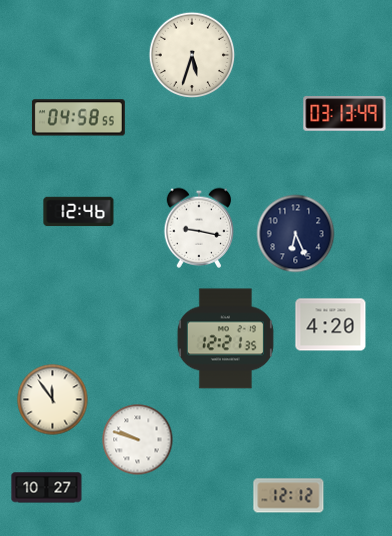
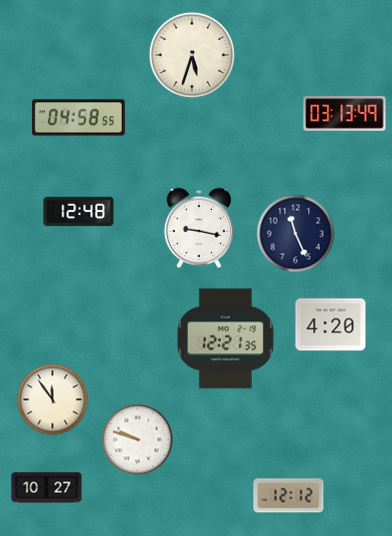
clock at (79, 212): 12:46 -> 12:48
clock at (296, 234): 6:26 -> 11:26
